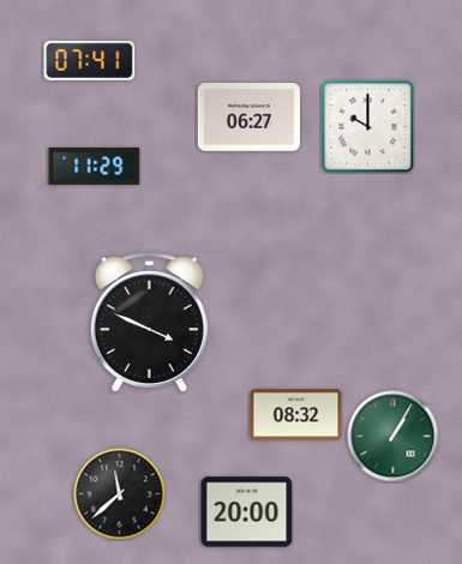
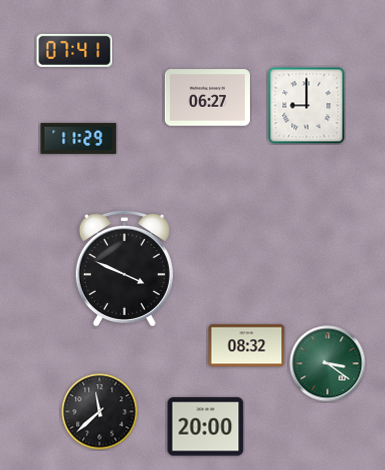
clock at (368, 127): 10:00 -> 9:00
clock at (394, 437): 1:05 -> 3:21
